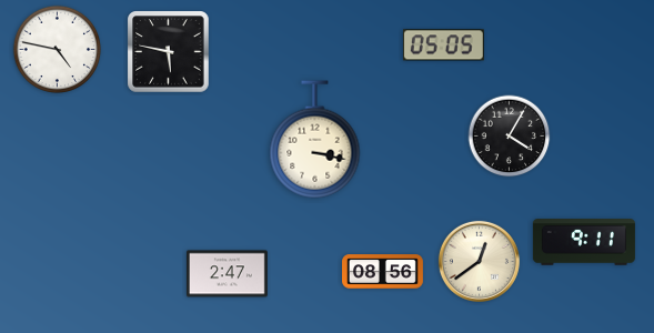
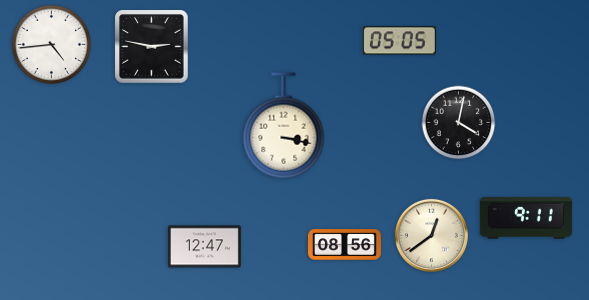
clock at (58, 50): 4:47 -> 4:44
clock at (169, 52): 5:47 -> 2:47
clock at (510, 137): 4:05 -> 4:02
clock at (227, 274): 2:47 -> 12:47
